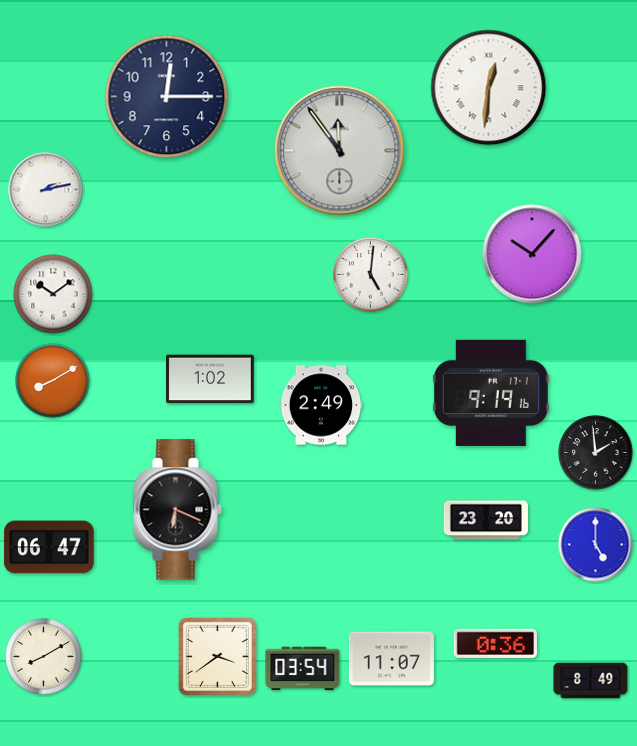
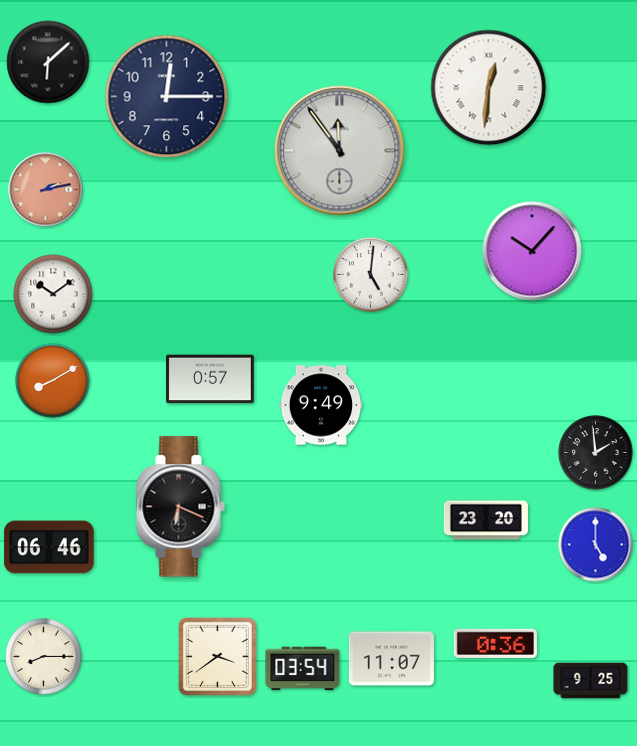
clock at (48, 62): none -> 6:08
clock at (46, 190) dial: white -> salmon
clock at (532, 254) position: (532, 254) -> (532, 251)
clock at (211, 379): 1:02 -> 0:57
clock at (491, 393): 9:19 -> none
clock at (321, 405): 2:49 -> 9:49
clock at (177, 510) position: (177, 510) -> (180, 507)
clock at (49, 547): 06:47 -> 06:46
clock at (44, 657): 8:10 -> 8:15
clock at (591, 681): 8:49 -> 9:25
